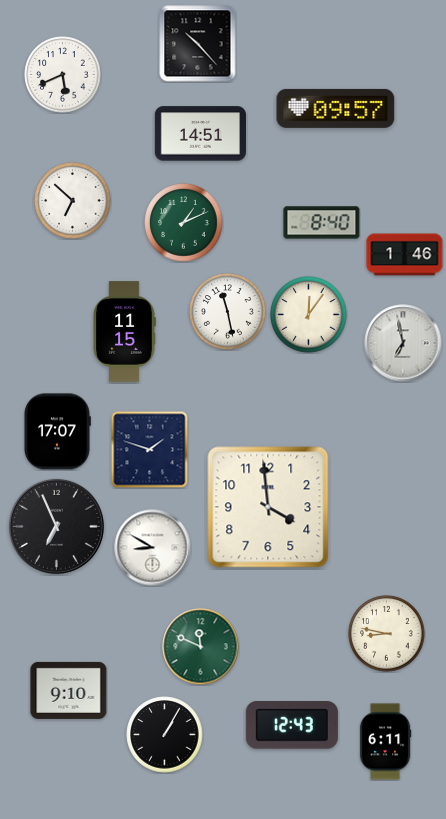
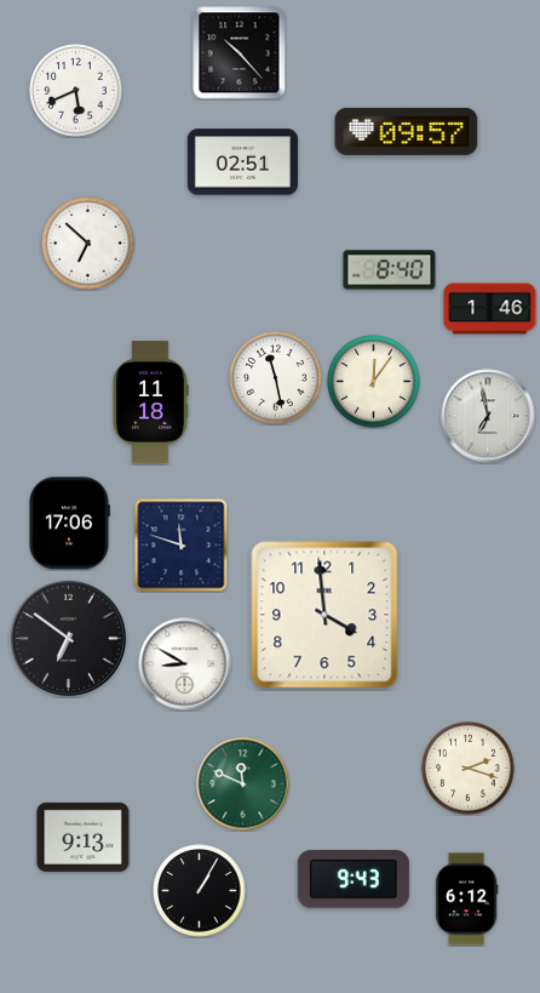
clock at (200, 134): 14:51 -> 02:51
clock at (184, 223): 1:11 -> none
clock at (124, 332): 11:15 -> 11:18
clock at (57, 432): 17:07 -> 17:06
clock at (149, 449): 1:48 -> 11:48
clock at (56, 526): 6:56 -> 6:51
clock at (387, 634): 8:47 -> 2:18
clock at (69, 690): 9:10 -> 9:13
clock at (292, 725): 12:43 -> 9:43
clock at (385, 742): 6:11 -> 6:12
